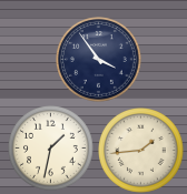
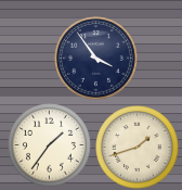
clock at (51, 149): 1:32 -> 1:36
clock at (141, 151): 1:44 -> 1:42
